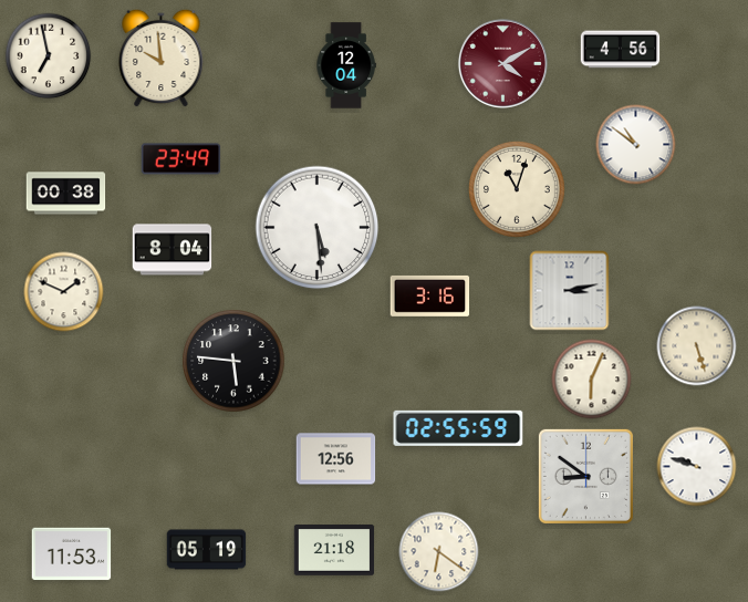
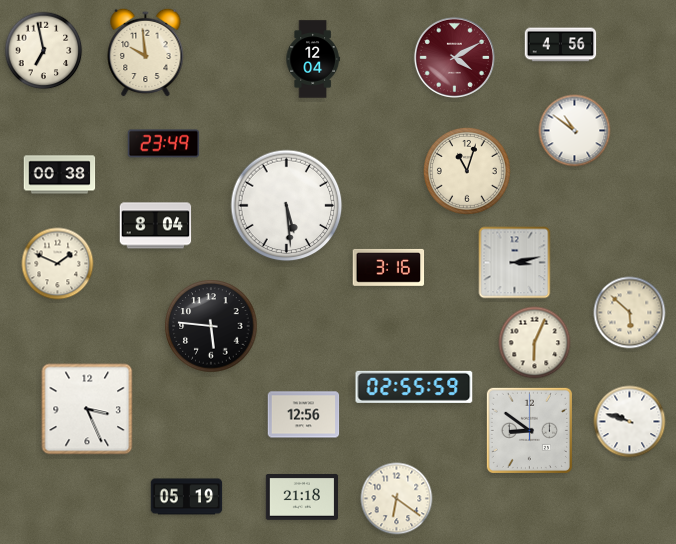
clock at (697, 346): 5:27 -> 5:52
clock at (87, 409): none -> 3:26
clock at (72, 554): 11:53 -> none
